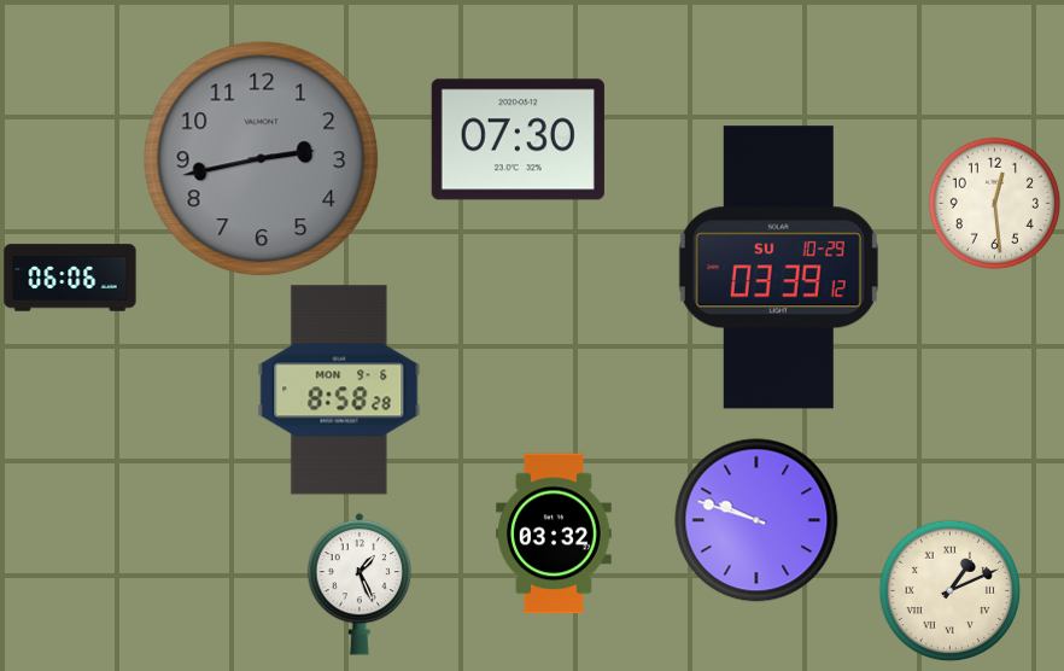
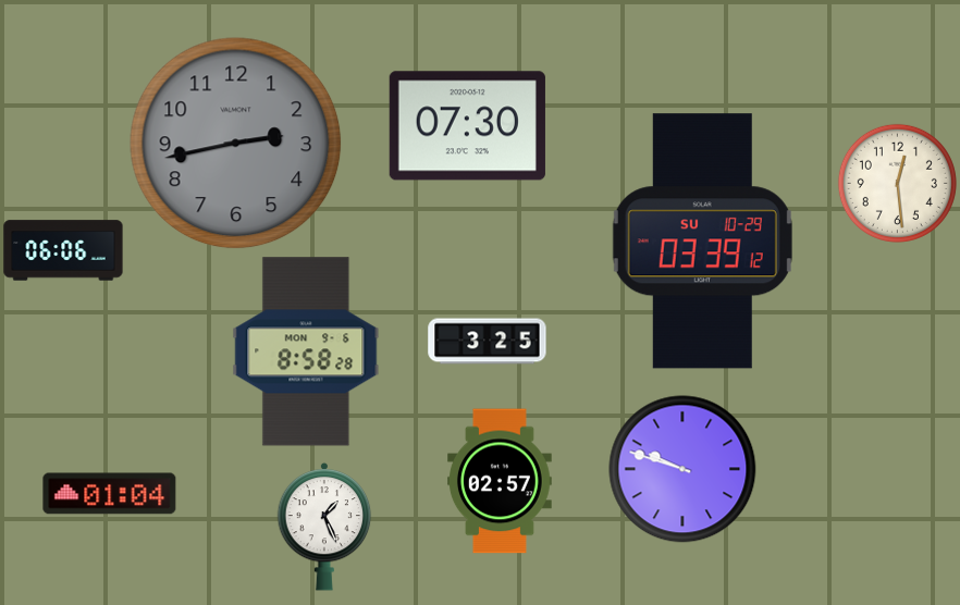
clock at (488, 342): none -> 3:25
clock at (555, 533): 03:32 -> 02:57
clock at (110, 494): none -> 01:04
clock at (949, 590): 1:11 -> none
